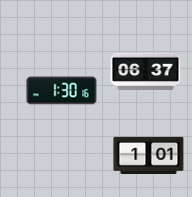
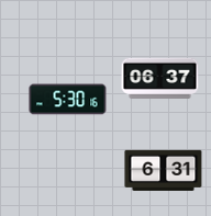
clock at (62, 91): 1:30 -> 5:30
clock at (149, 155): 1:01 -> 6:31
